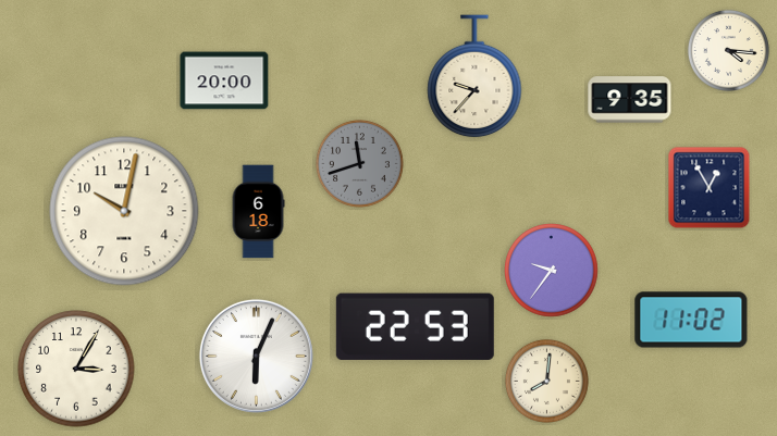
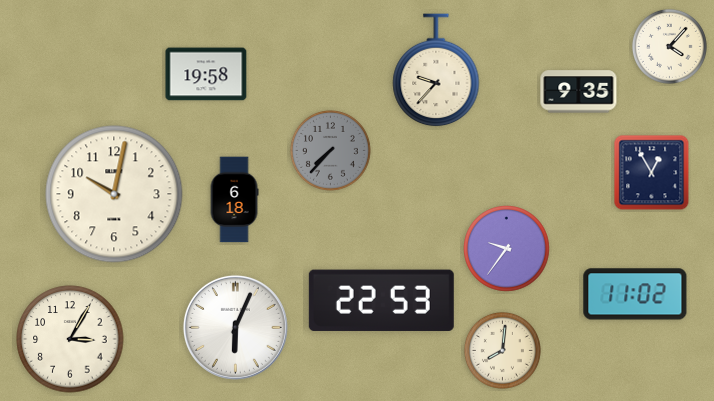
clock at (728, 50): 4:16 -> 4:07
clock at (224, 80): 20:00 -> 19:58
clock at (359, 163): 11:42 -> 7:37
clock at (258, 212) position: (258, 212) -> (234, 200)
